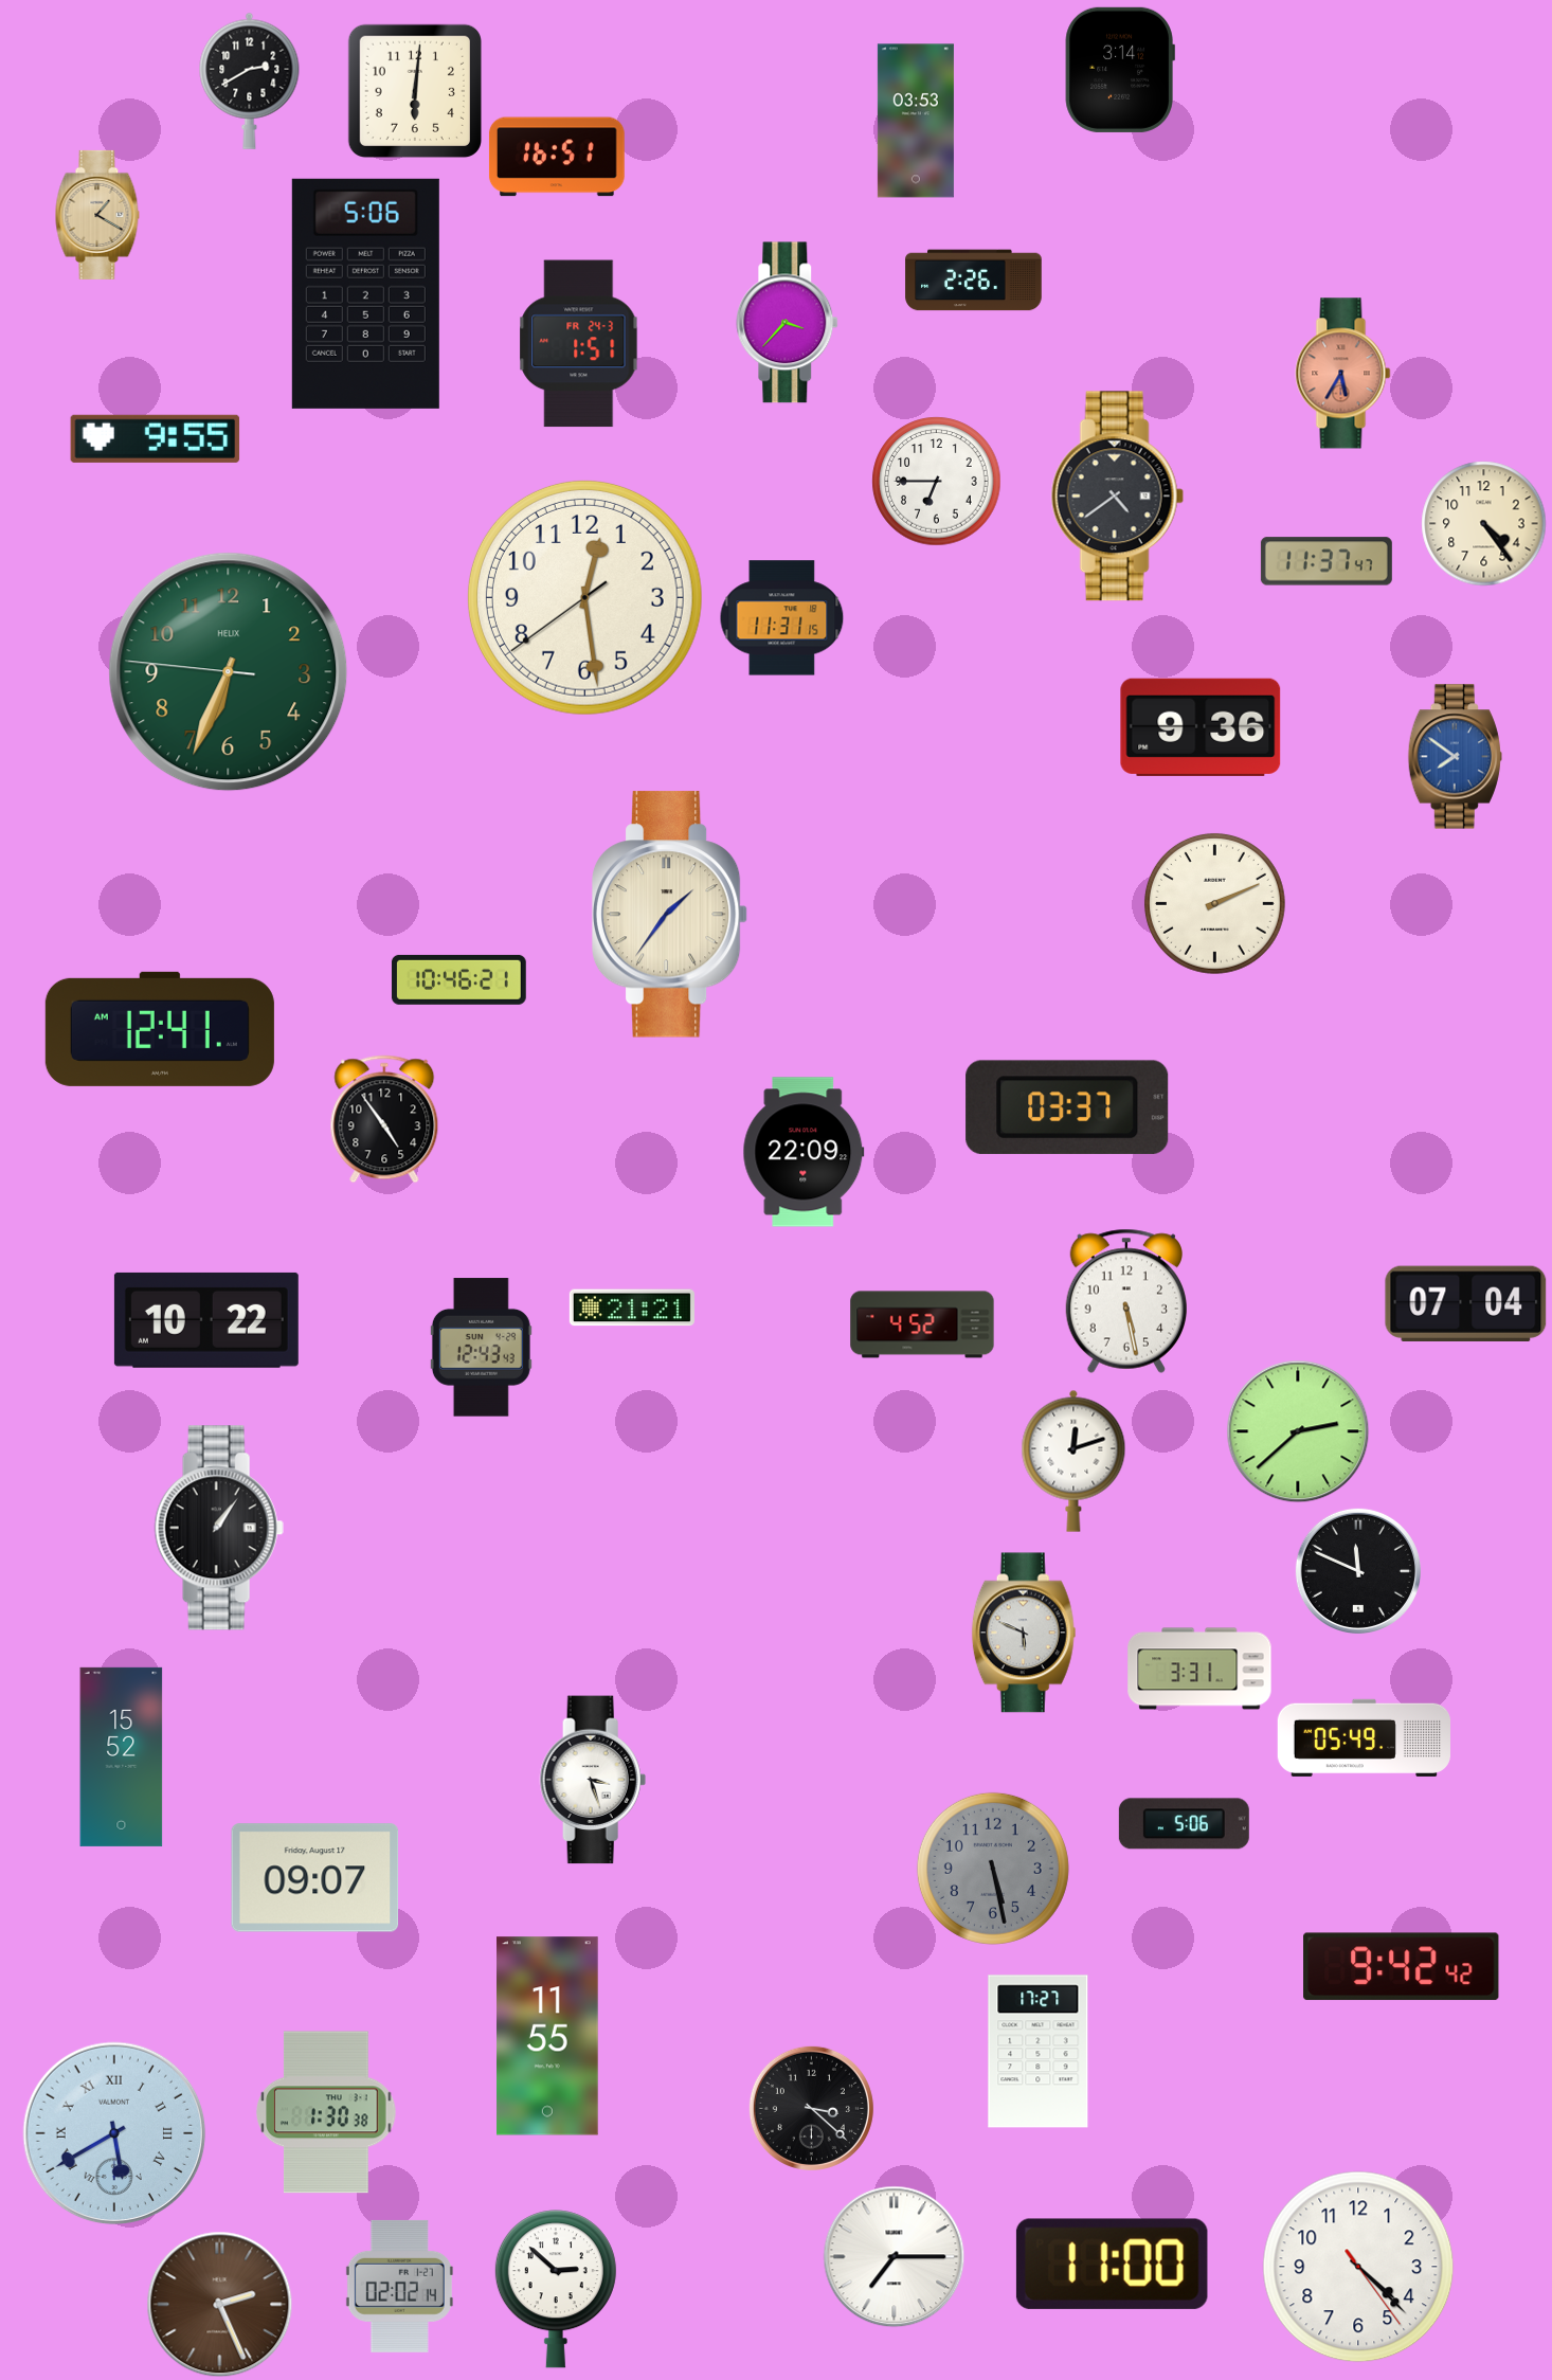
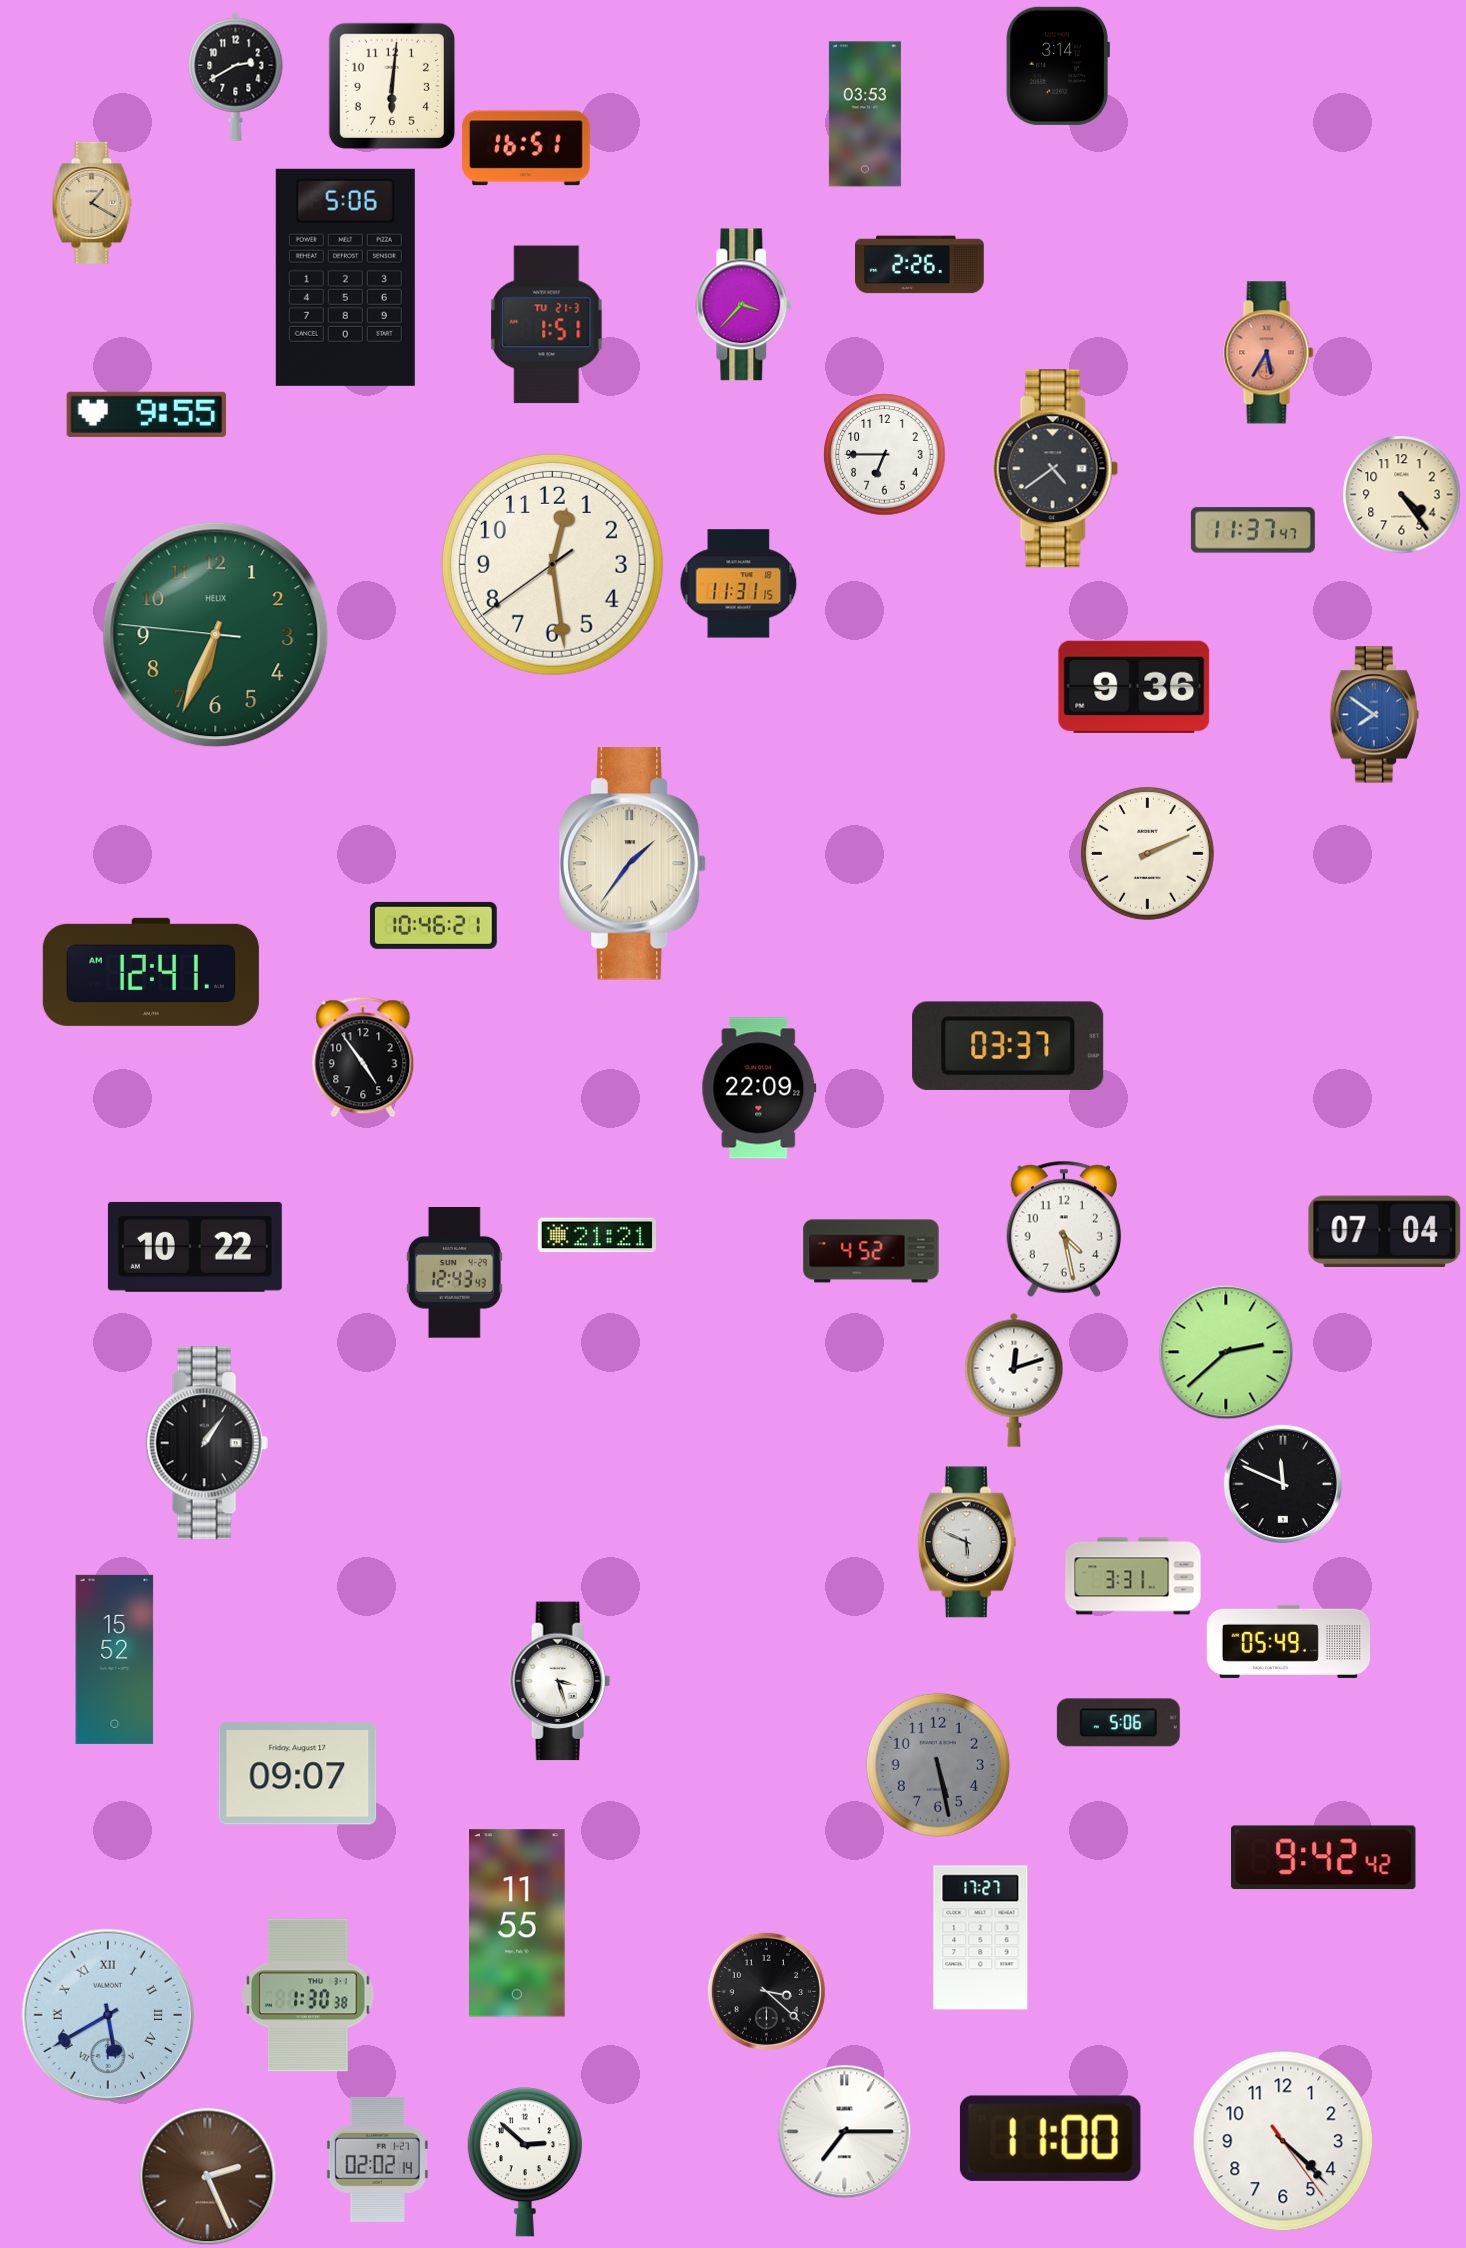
clock at (579, 344) date: FR 24-3 -> TU 21-3
clock at (1125, 1301): 5:28 -> 4:28
